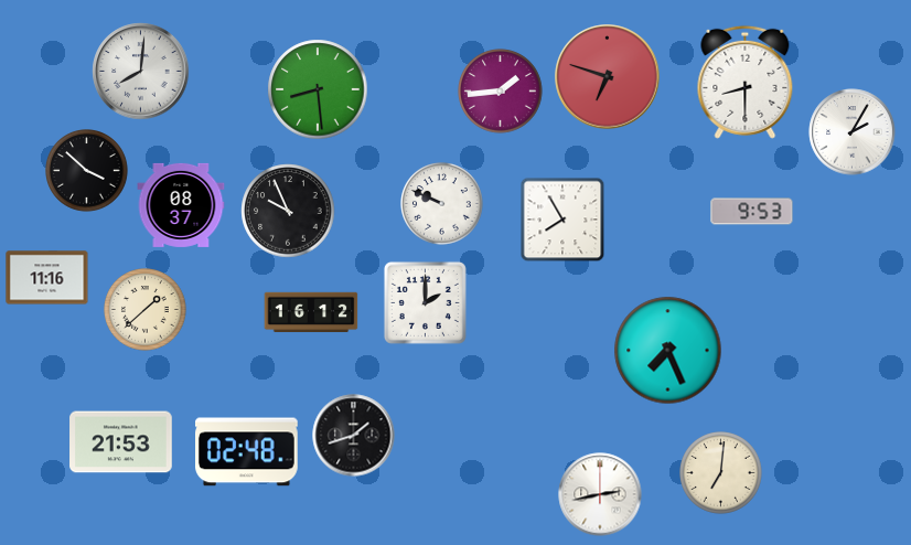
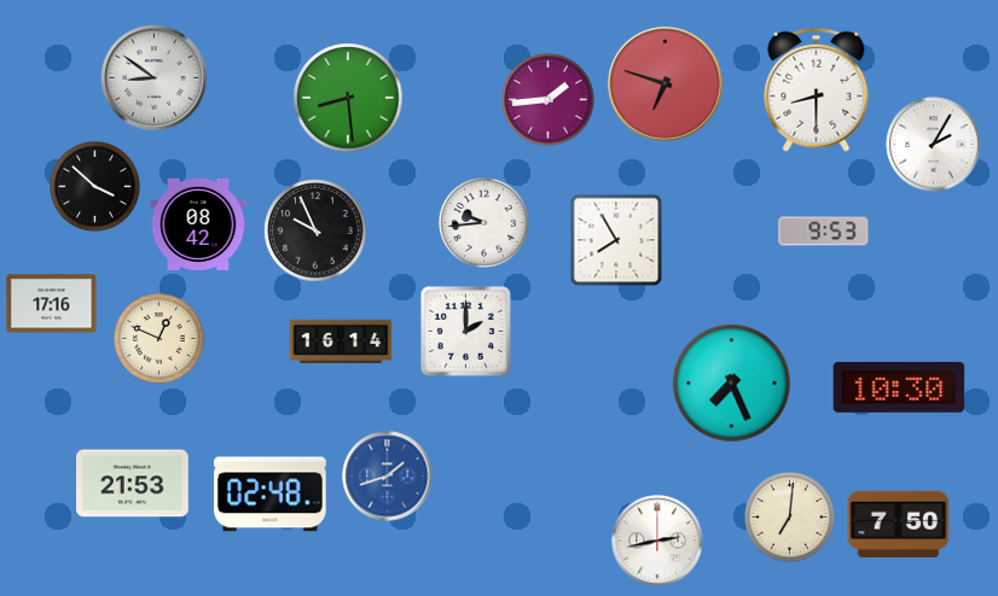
clock at (141, 72): 8:01 -> 8:51
clock at (442, 204): 9:49 -> 9:44
clock at (181, 205): 08:37 -> 08:42
clock at (47, 278): 11:16 -> 17:16
clock at (146, 310): 1:38 -> 12:49
clock at (311, 312): 16:12 -> 16:14
clock at (899, 387): none -> 10:30
clock at (354, 436) dial: black -> blue
clock at (899, 525): none -> 7:50
